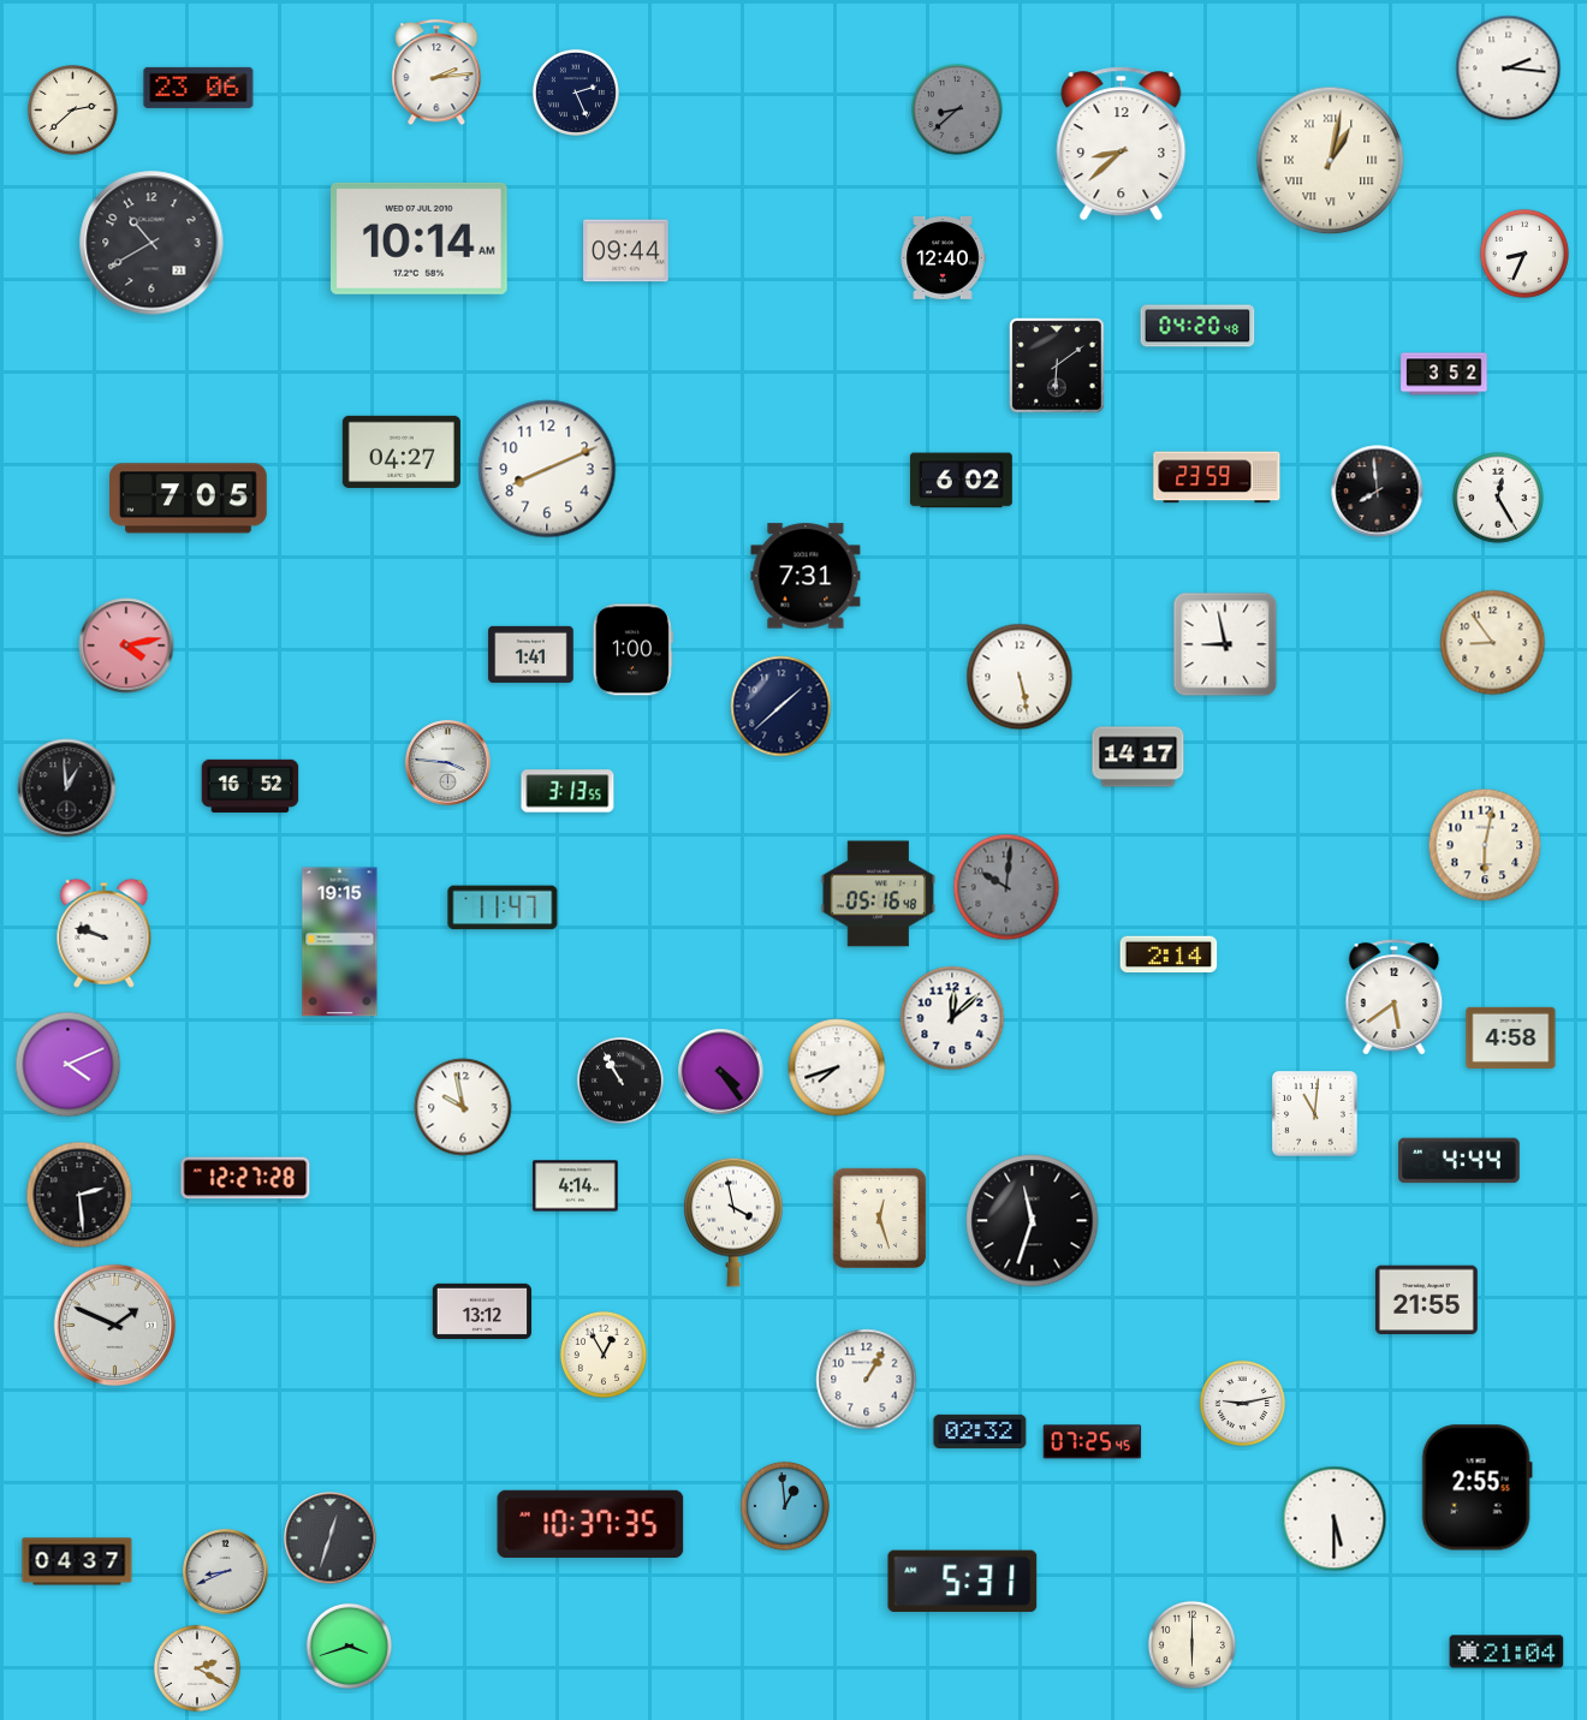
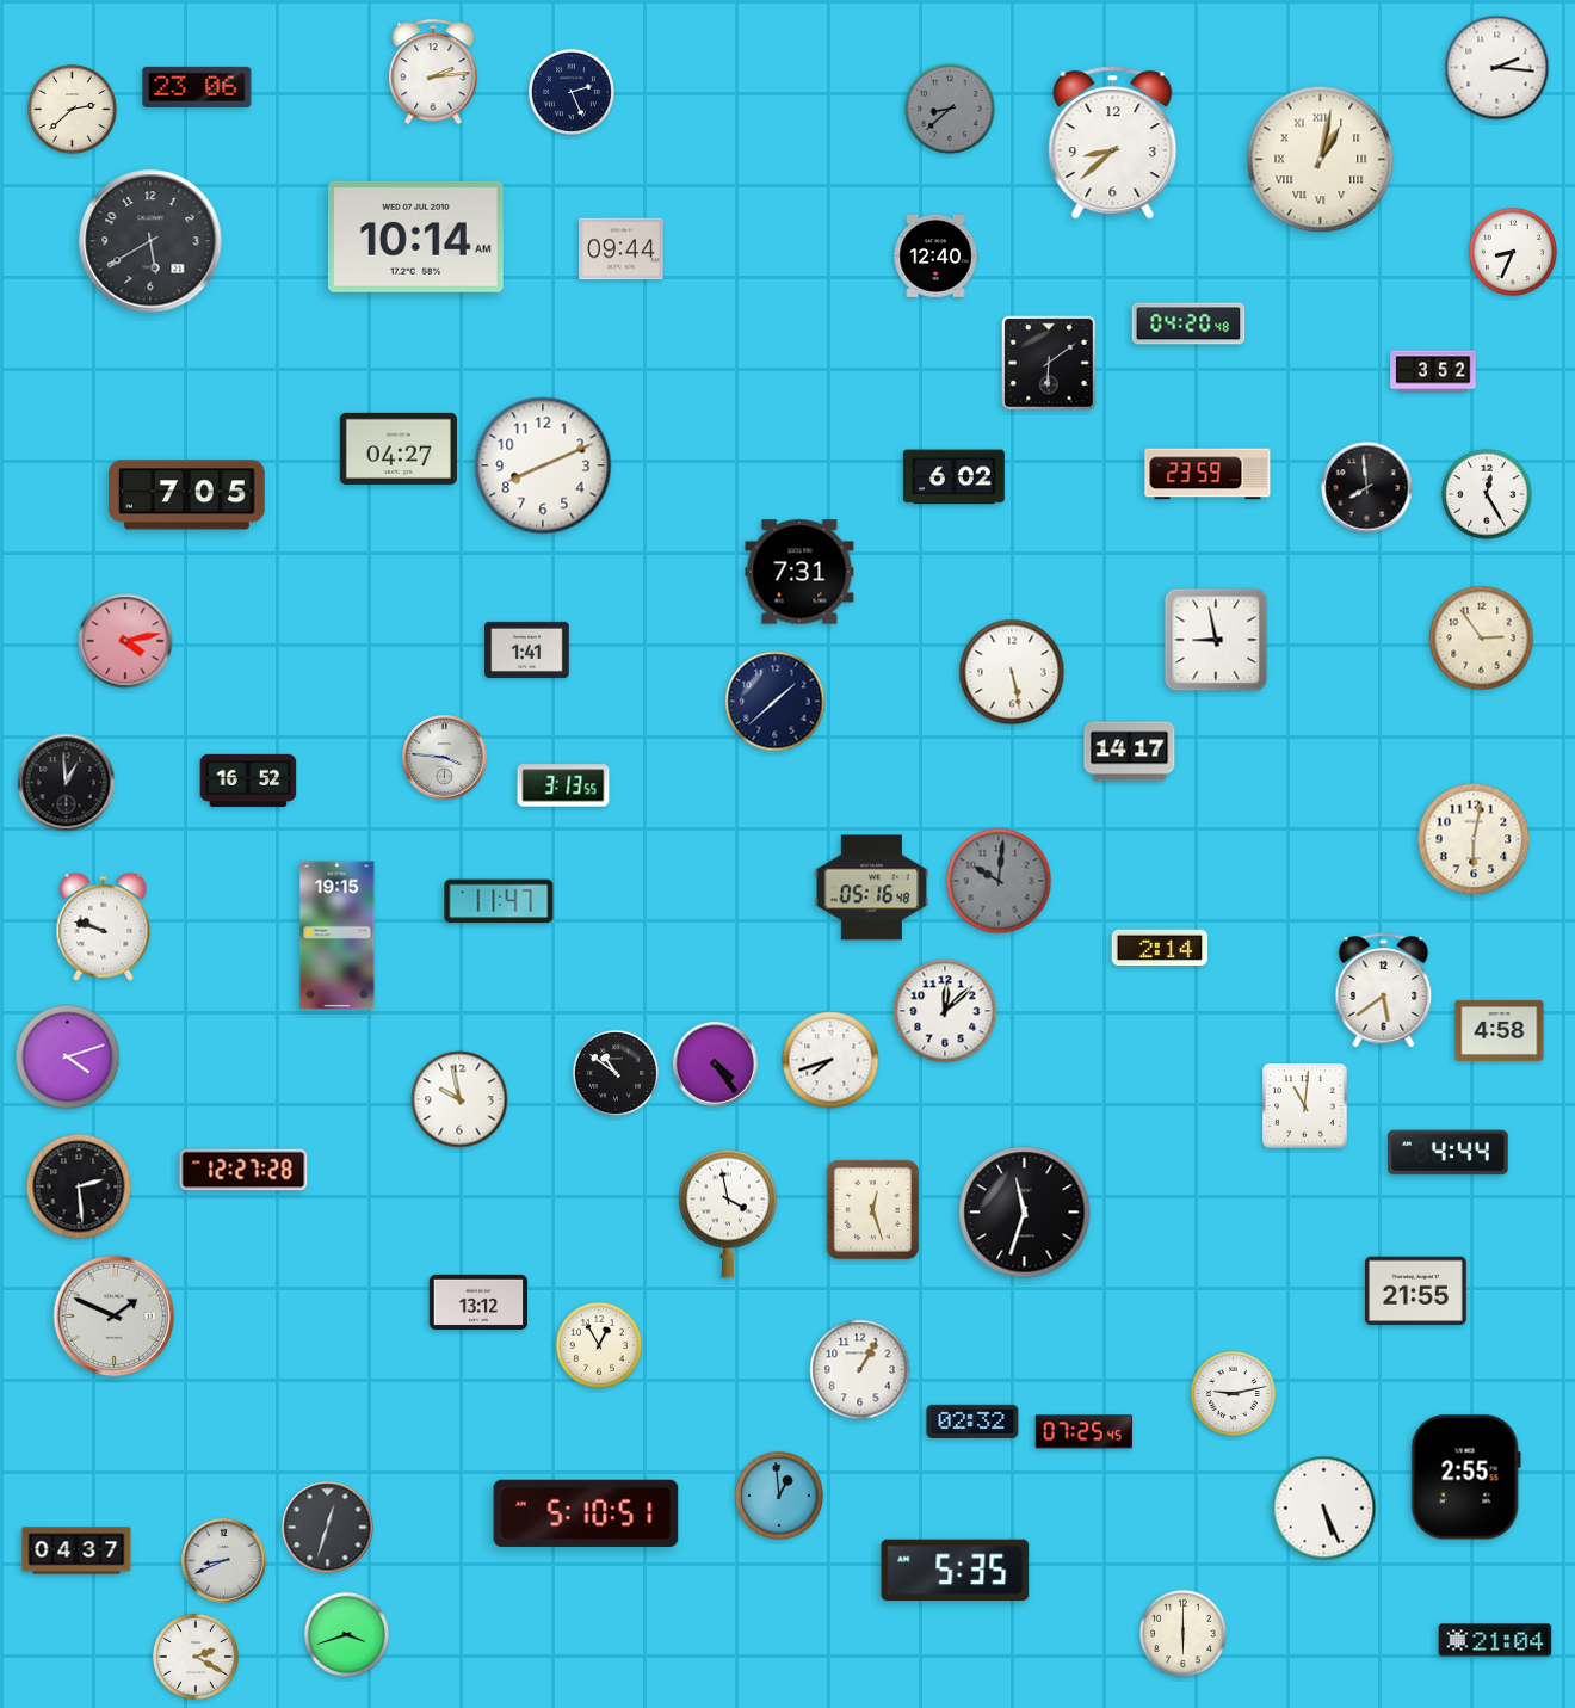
clock at (151, 243): 10:40 -> 5:40
clock at (1493, 643): 8:54 -> 2:54
clock at (632, 650): 1:00 -> none
clock at (69, 1065): 4:11 -> 4:12
clock at (620, 1081): 10:55 -> 10:51
clock at (576, 1186): 4:14 -> none
clock at (1335, 1519): 5:30 -> 5:26
clock at (590, 1524): 10:37 -> 5:10
clock at (963, 1582): 5:31 -> 5:35
